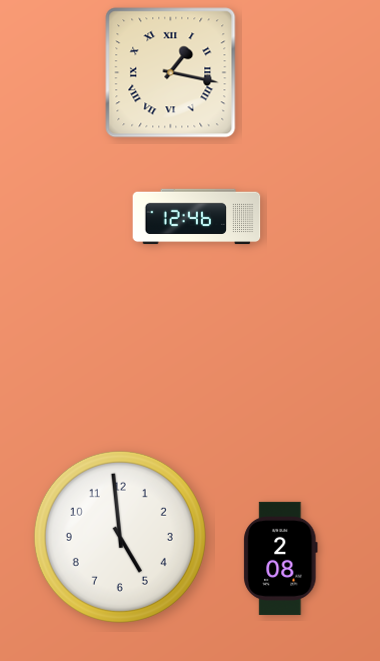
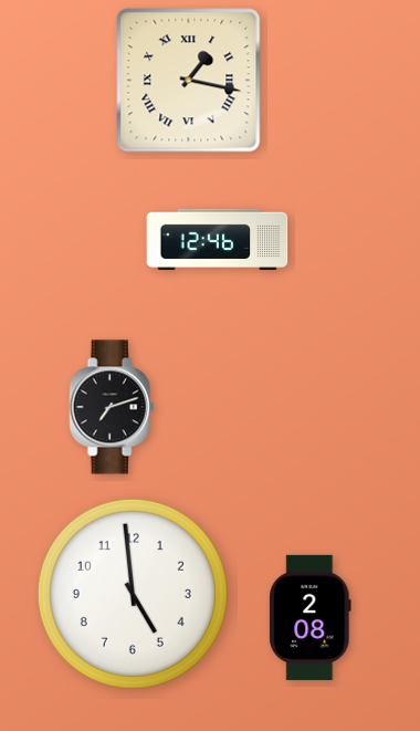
clock at (112, 407): none -> 7:12
